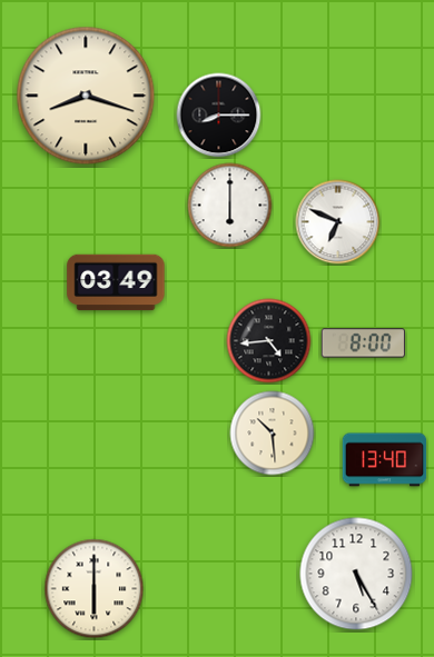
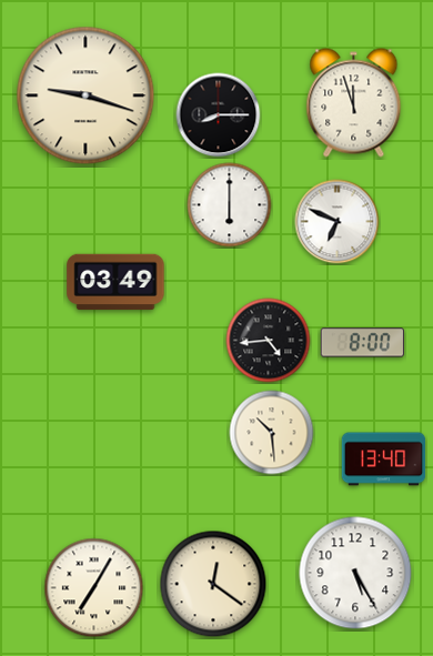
clock at (86, 96): 8:18 -> 9:18
clock at (354, 103): none -> 11:57
clock at (213, 584): none -> 12:21
clock at (95, 589): 6:00 -> 7:05
